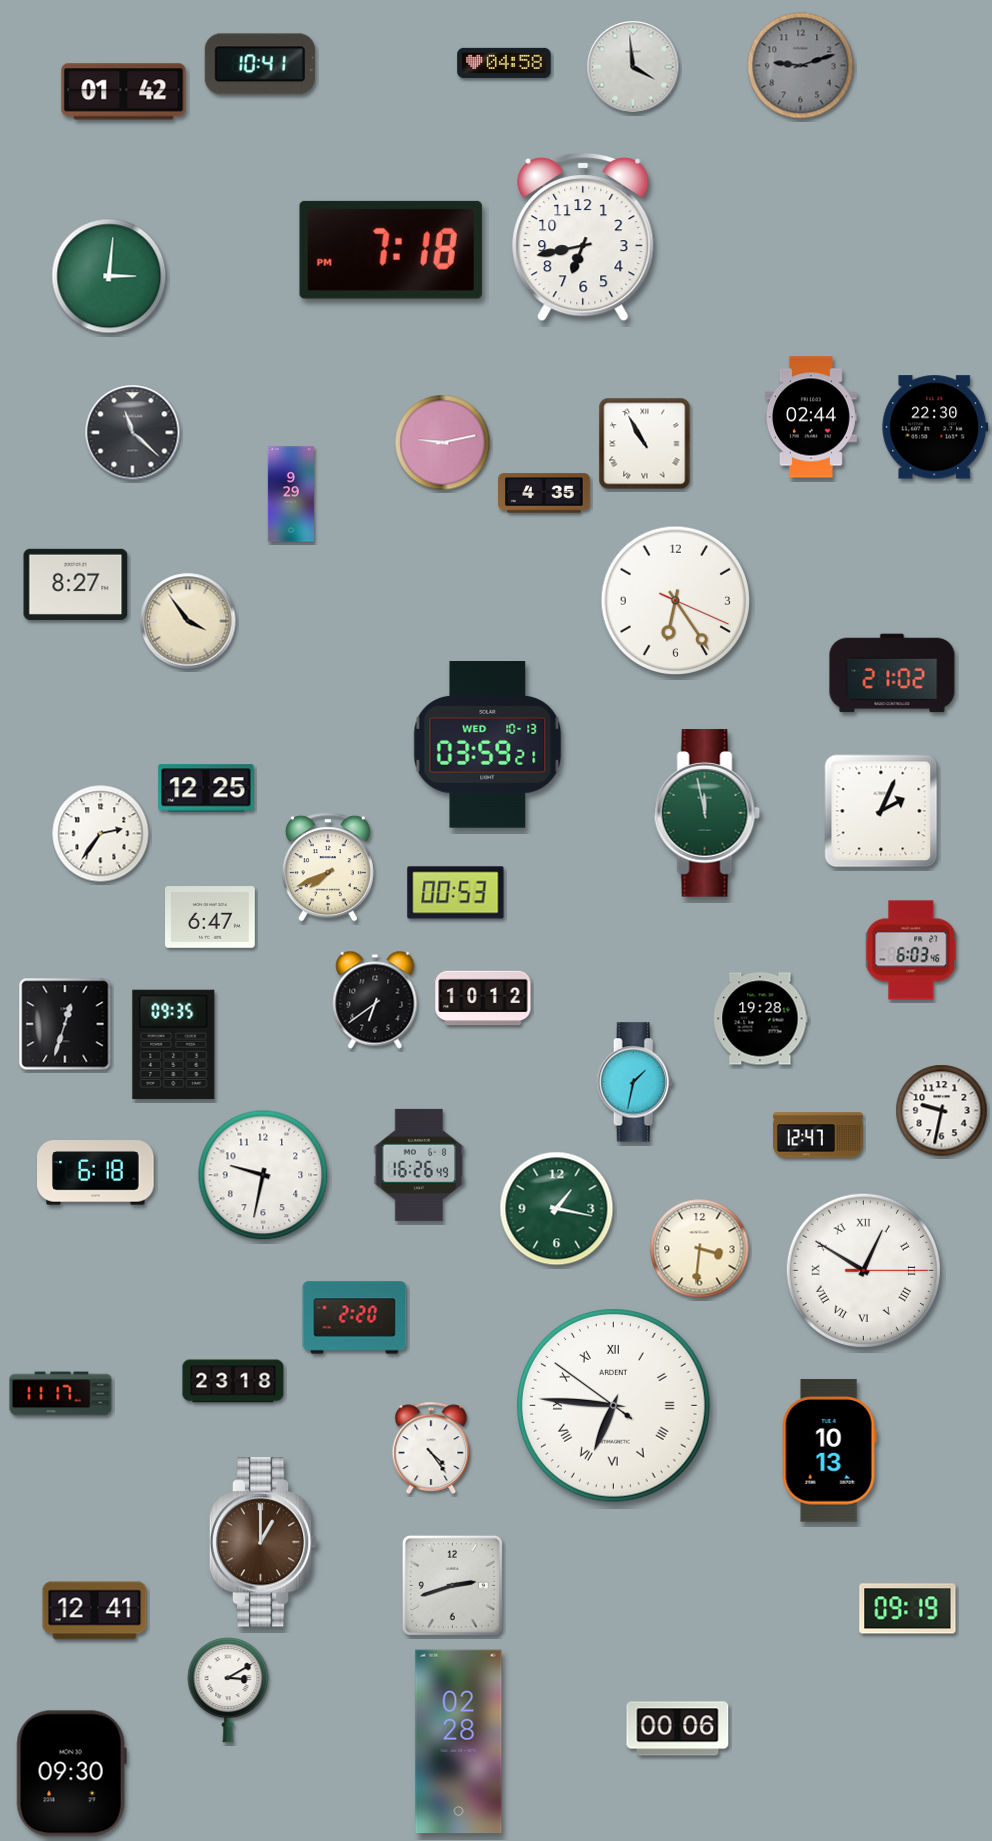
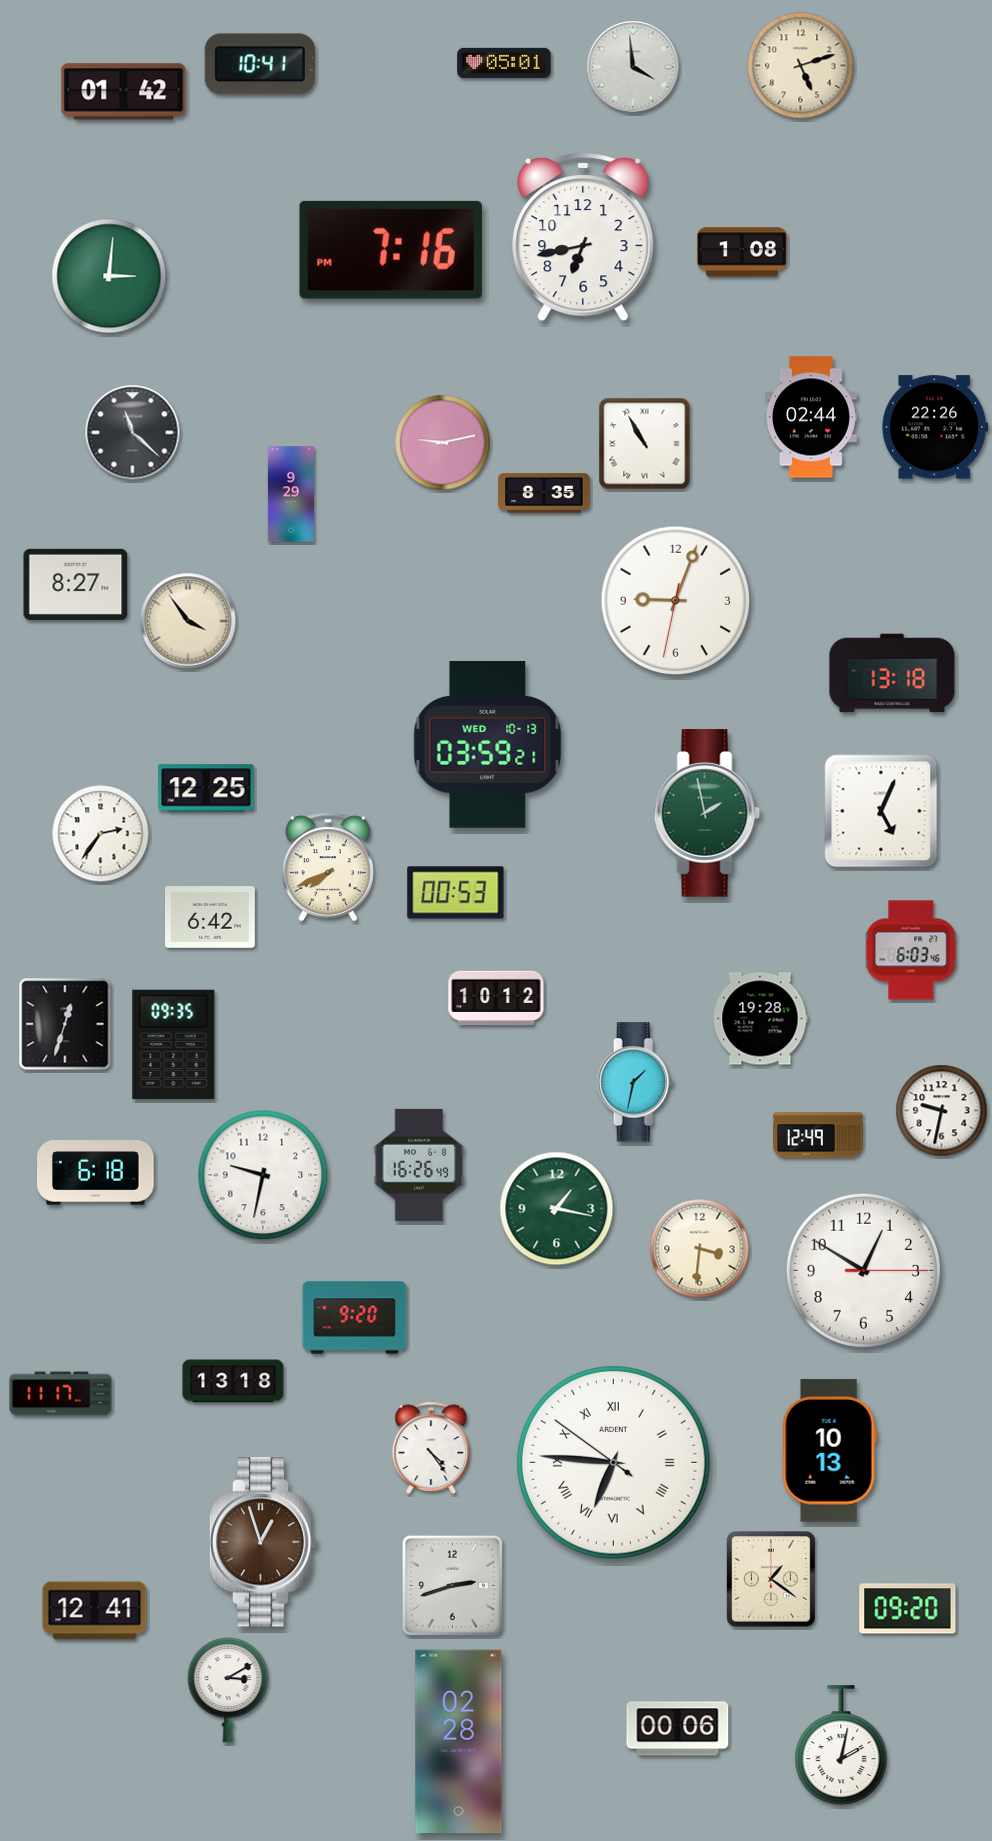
clock at (504, 63): 04:58 -> 05:01
clock at (801, 66): 9:12 -> 5:12
clock at (801, 66) dial: grey -> cream
clock at (391, 250): 7:18 -> 7:16
clock at (743, 252): none -> 1:08
clock at (935, 427): 22:30 -> 22:26
clock at (544, 493): 4:35 -> 8:35
clock at (676, 601): 6:24 -> 9:03
clock at (892, 673): 21:02 -> 13:18
clock at (881, 811): 2:04 -> 5:04
clock at (707, 813): 11:58 -> 1:58
clock at (211, 917): 6:47 -> 6:42
clock at (483, 998) position: (483, 998) -> (496, 998)
clock at (375, 1000): 6:39 -> none
clock at (819, 1135): 12:47 -> 12:49
clock at (863, 1270) numerals: Roman -> Arabic
clock at (355, 1318): 2:20 -> 9:20
clock at (233, 1381): 23:18 -> 13:18
clock at (614, 1406) position: (614, 1406) -> (614, 1463)
clock at (263, 1542): 1:00 -> 12:57
clock at (772, 1580): none -> 1:21
clock at (908, 1609): 09:19 -> 09:20
clock at (841, 1746): none -> 2:02
clock at (71, 1774): 09:30 -> none
